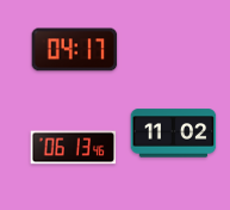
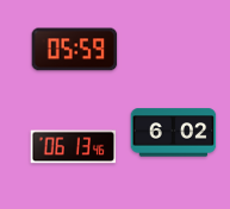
clock at (75, 50): 04:17 -> 05:59
clock at (174, 134): 11:02 -> 6:02
